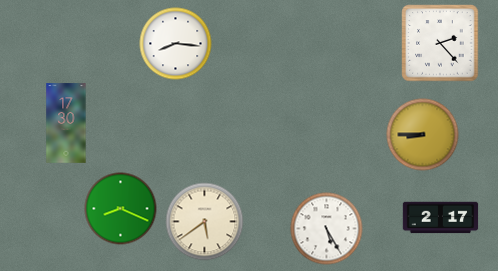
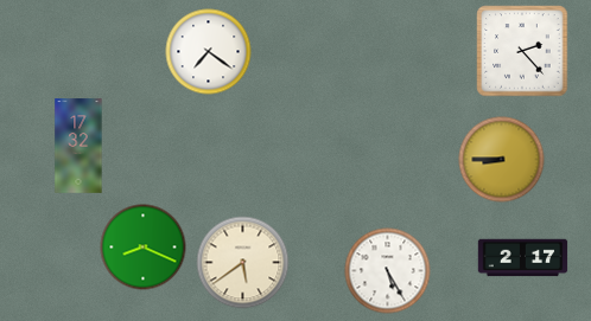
clock at (176, 44): 8:16 -> 7:21
clock at (66, 123): 17:30 -> 17:32
